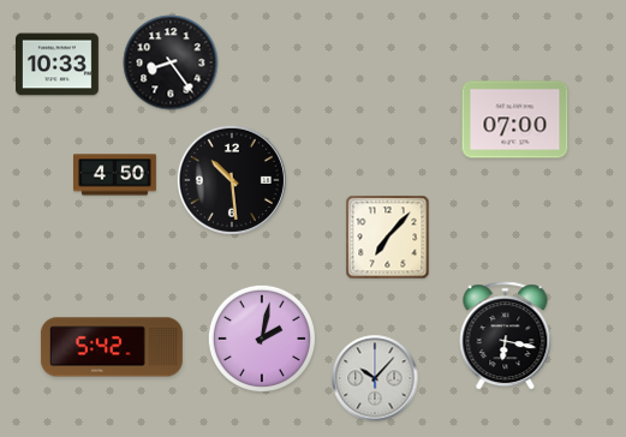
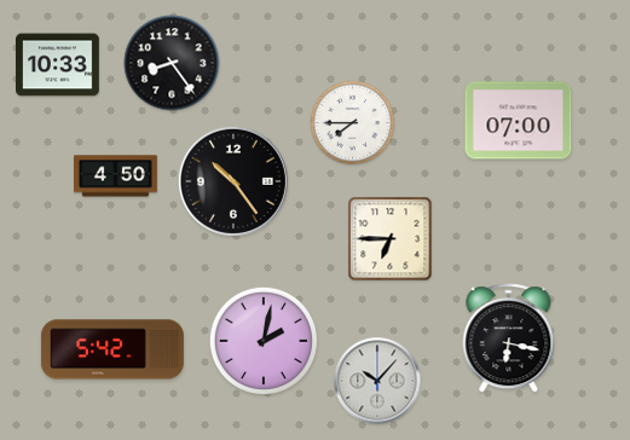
clock at (352, 122): none -> 7:45
clock at (232, 180): 10:29 -> 10:24
clock at (388, 238): 7:07 -> 6:45
